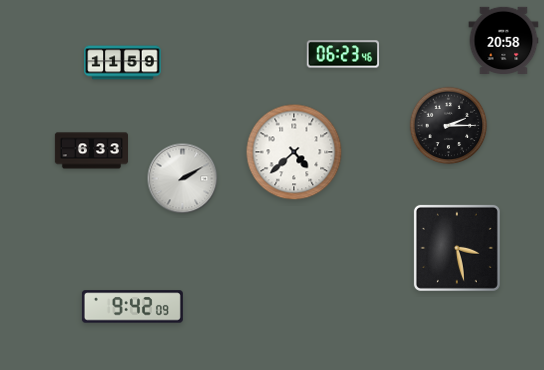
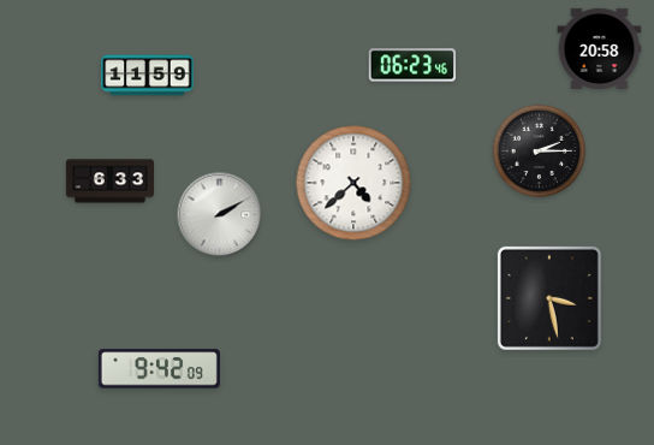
clock at (504, 40) position: (504, 40) -> (600, 48)
